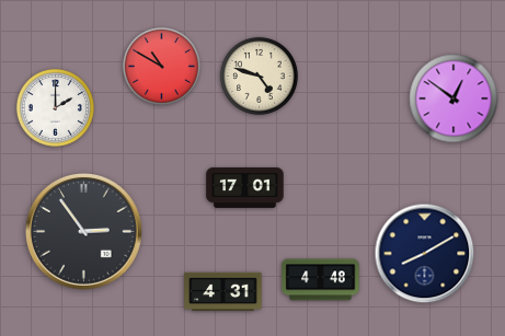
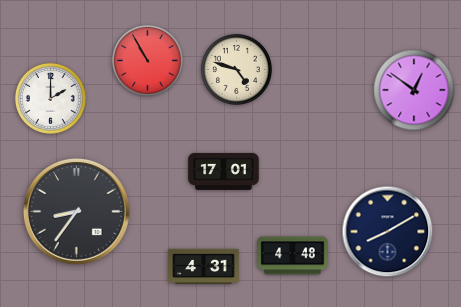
clock at (161, 66): 10:50 -> 10:55
clock at (83, 231): 2:54 -> 8:36
